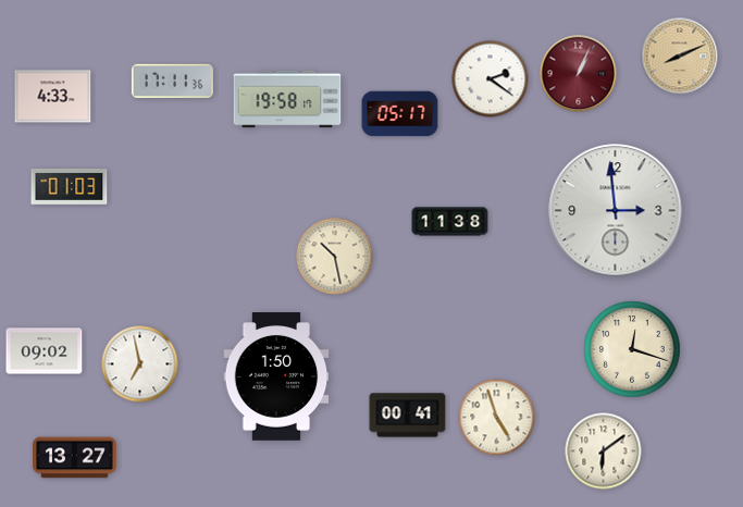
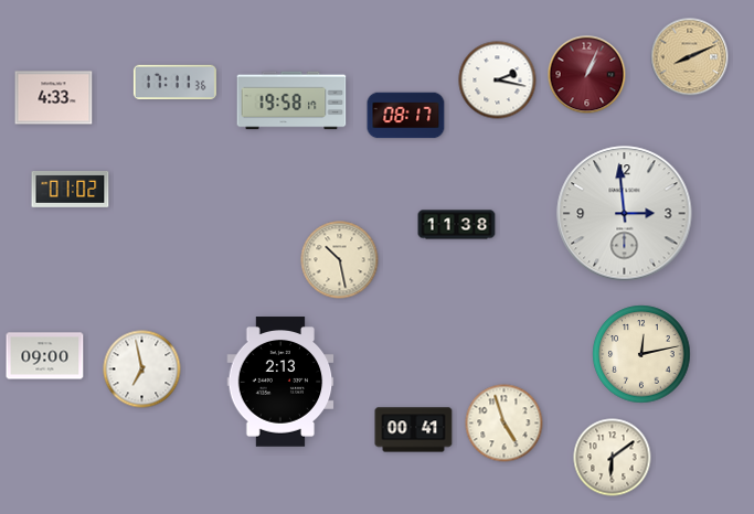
clock at (491, 79): 2:21 -> 2:17
clock at (400, 114): 05:17 -> 08:17
clock at (70, 186): 01:03 -> 01:02
clock at (632, 349): 12:18 -> 12:13
clock at (45, 351): 09:02 -> 09:00
clock at (276, 376): 1:50 -> 2:13
clock at (408, 416) position: (408, 416) -> (414, 430)
clock at (75, 458): 13:27 -> none
